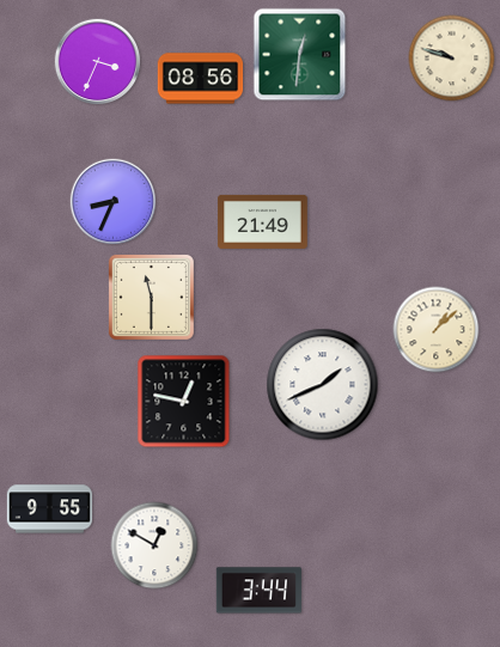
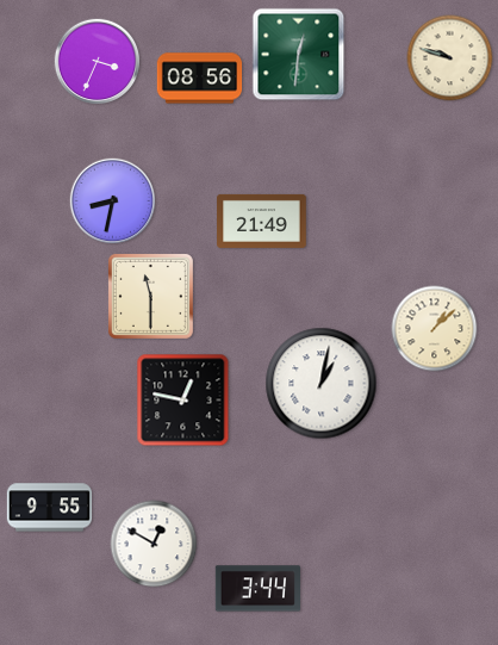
clock at (114, 202): 8:34 -> 8:32
clock at (323, 385): 1:41 -> 1:02
